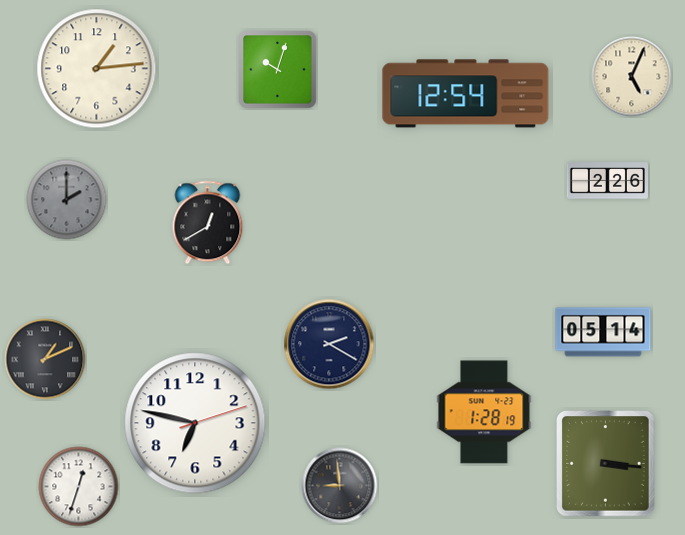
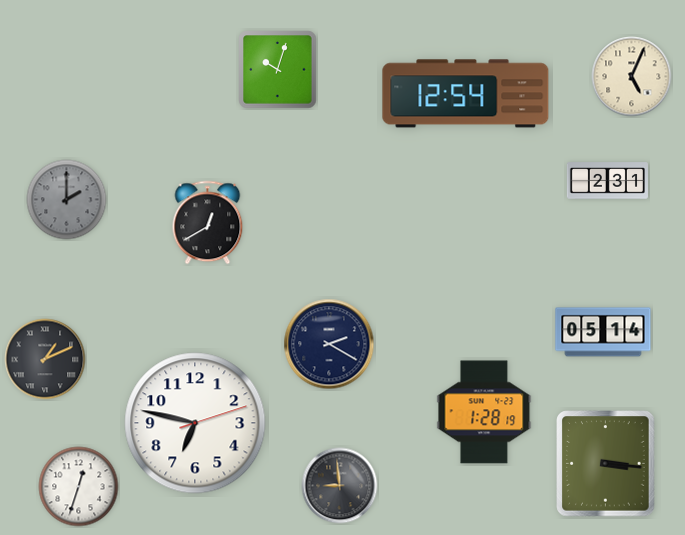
clock at (97, 69): 1:14 -> none
clock at (607, 181): 2:26 -> 2:31
